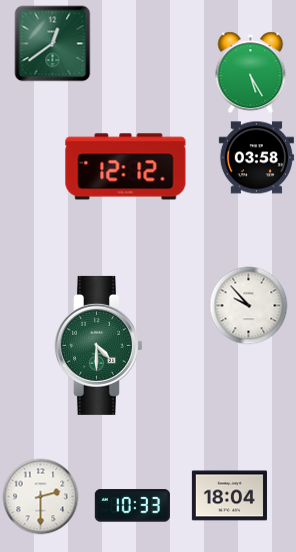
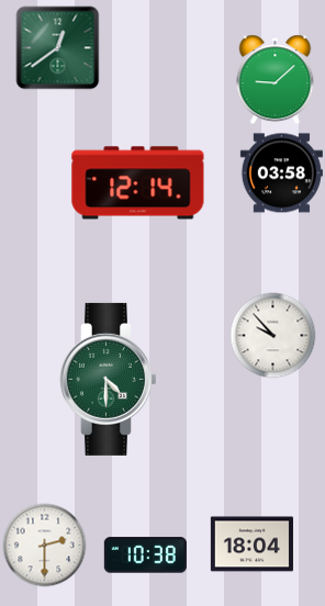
clock at (251, 73): 5:25 -> 9:08
clock at (126, 167): 12:12 -> 12:14
clock at (132, 506): 10:33 -> 10:38
